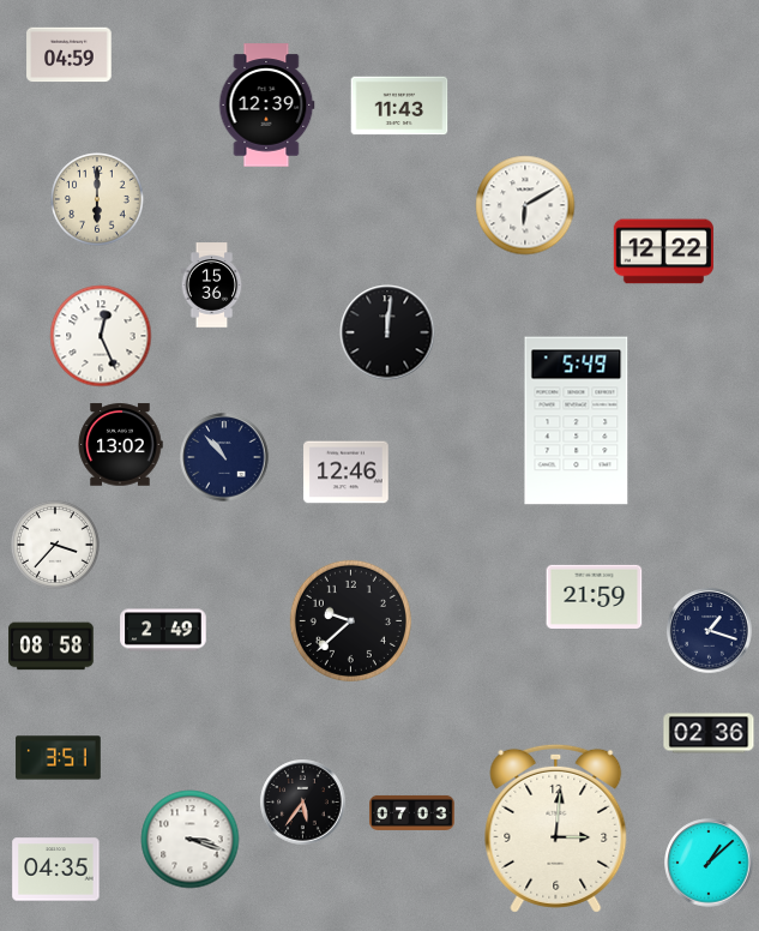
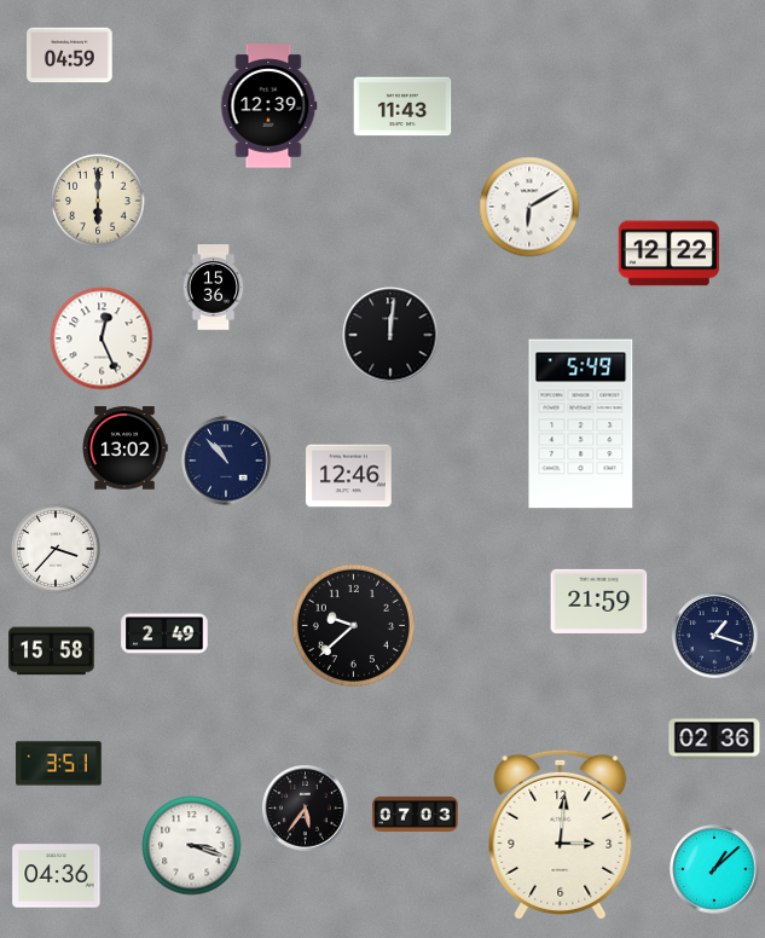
clock at (120, 445) position: (120, 445) -> (124, 448)
clock at (52, 647): 08:58 -> 15:58
clock at (412, 812) position: (412, 812) -> (416, 813)
clock at (56, 870): 04:35 -> 04:36
